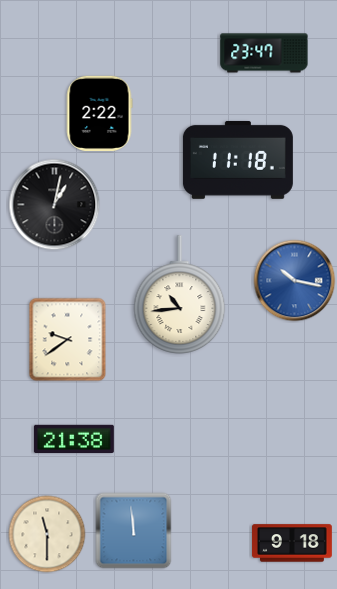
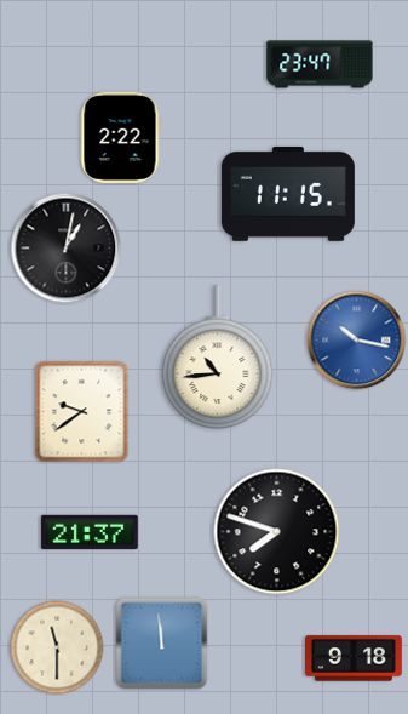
clock at (238, 160): 11:18 -> 11:15
clock at (74, 438): 21:38 -> 21:37
clock at (277, 532): none -> 7:48
